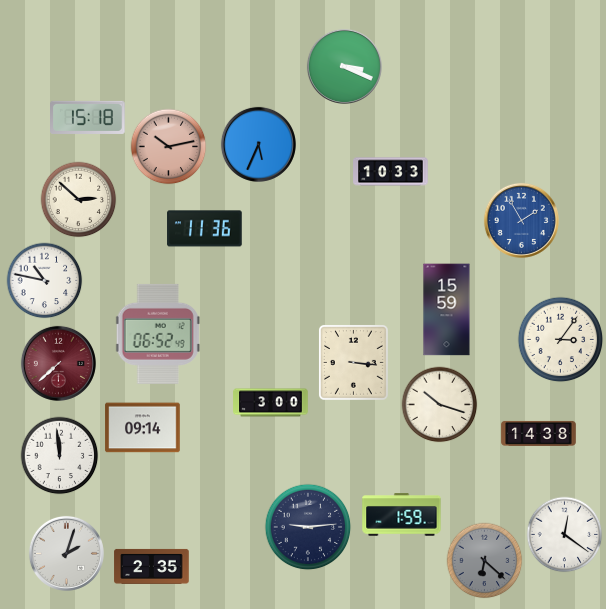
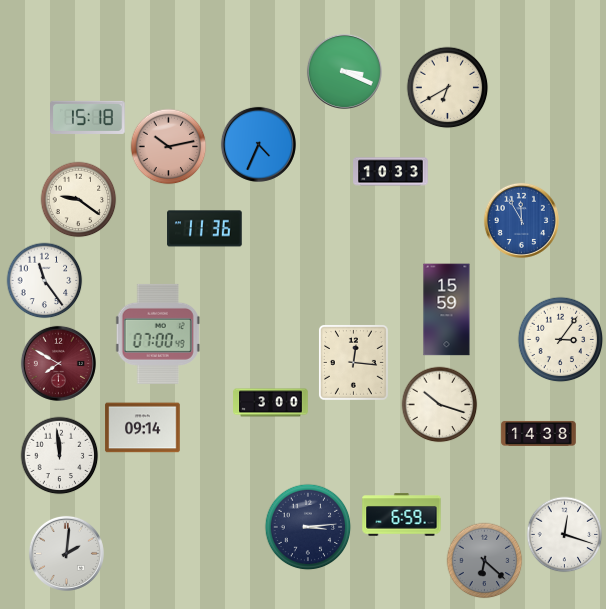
clock at (344, 66) position: (344, 66) -> (344, 71)
clock at (448, 88): none -> 6:40
clock at (258, 144): 5:34 -> 4:34
clock at (79, 200): 2:52 -> 9:21
clock at (521, 220): 1:55 -> 11:55
clock at (45, 281): 10:47 -> 11:24
clock at (158, 334): 06:52 -> 07:00
clock at (353, 362): 3:16 -> 12:16
clock at (58, 363): 7:38 -> 7:50
clock at (402, 515): 1:59 -> 6:59
clock at (308, 527): 9:14 -> 3:14
clock at (565, 535): 12:21 -> 12:18
clock at (66, 553): 2:03 -> 2:01
clock at (152, 566): 2:35 -> none
